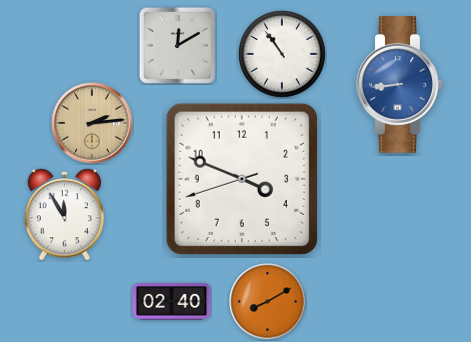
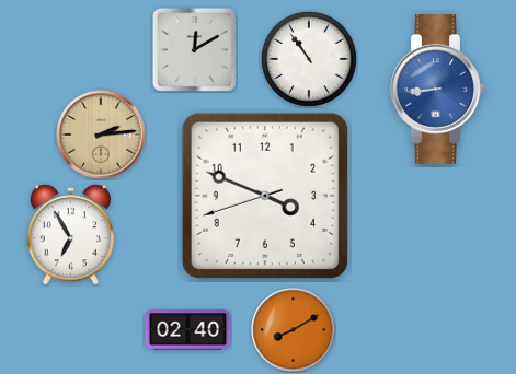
clock at (400, 85) position: (400, 85) -> (438, 90)
clock at (64, 215): 11:55 -> 6:55
